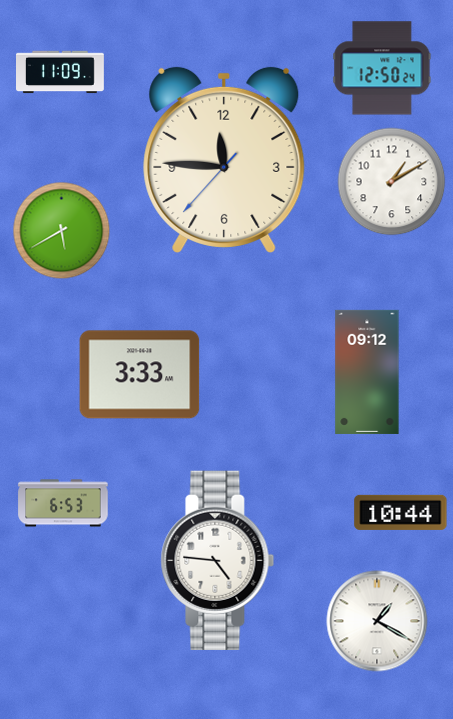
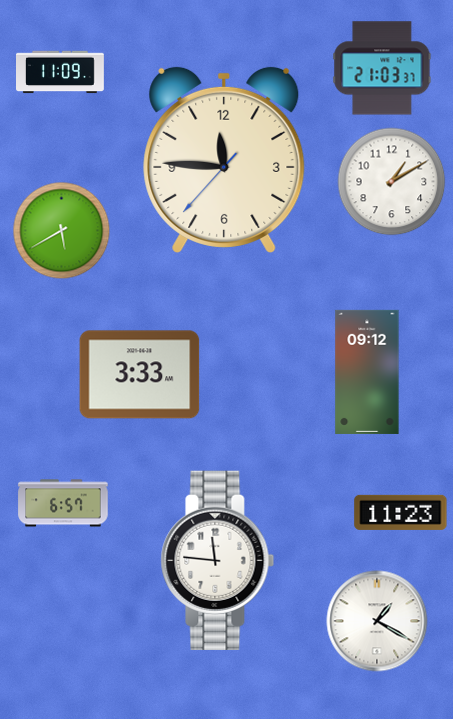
clock at (382, 68): 12:50 -> 21:03
clock at (63, 503): 6:53 -> 6:57
clock at (401, 512): 10:44 -> 11:23
clock at (218, 560): 4:46 -> 11:46
